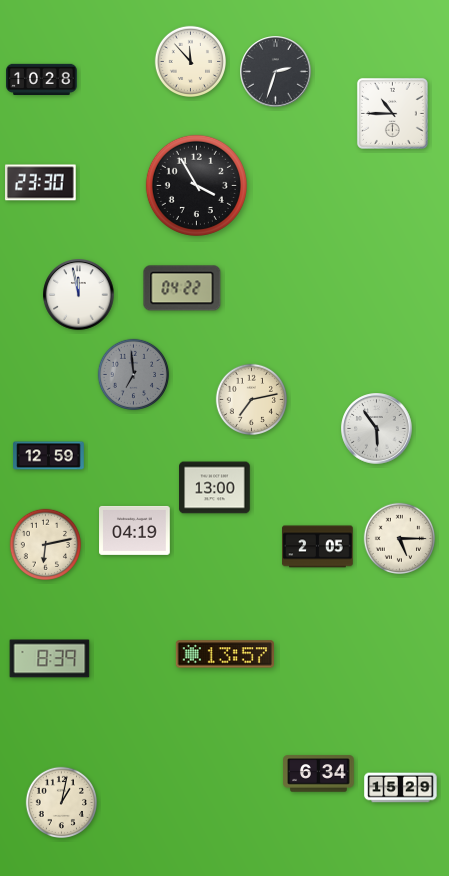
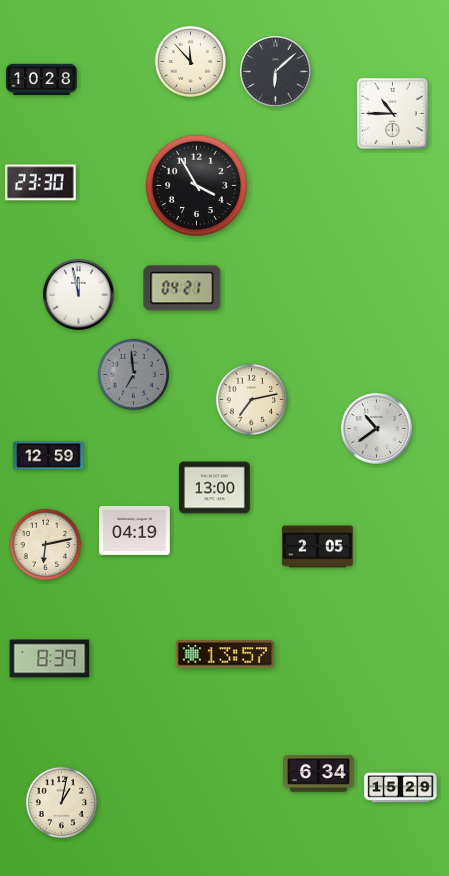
clock at (276, 72): 2:33 -> 6:08
clock at (182, 288): 04:22 -> 04:21
clock at (377, 429): 5:54 -> 10:39
clock at (399, 538): 5:15 -> none
